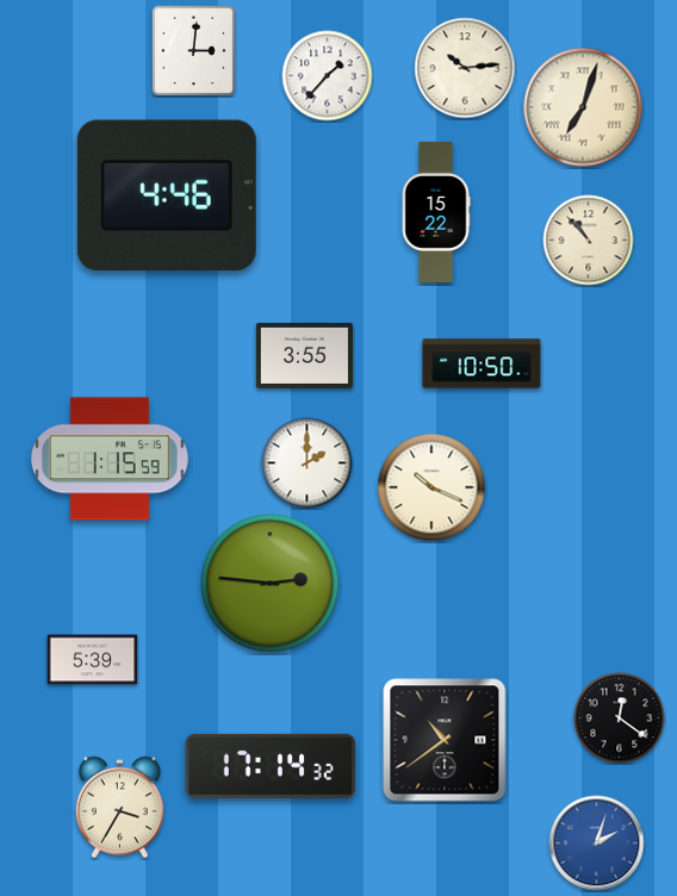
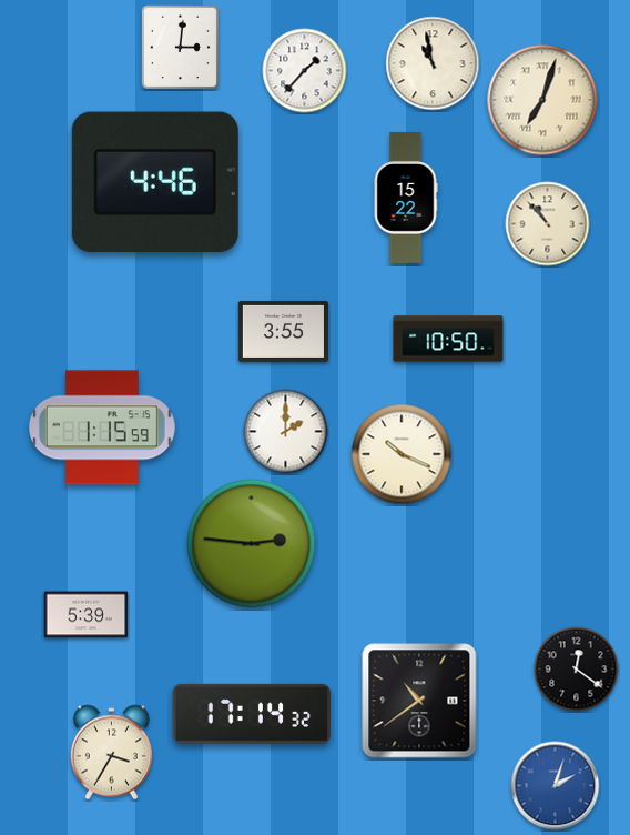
clock at (465, 68): 10:14 -> 10:58
clock at (445, 740) position: (445, 740) -> (419, 701)
